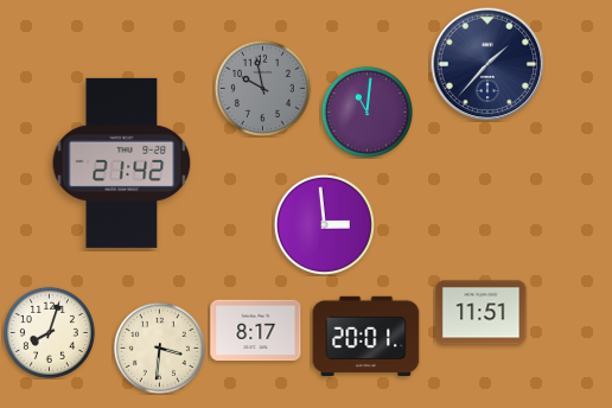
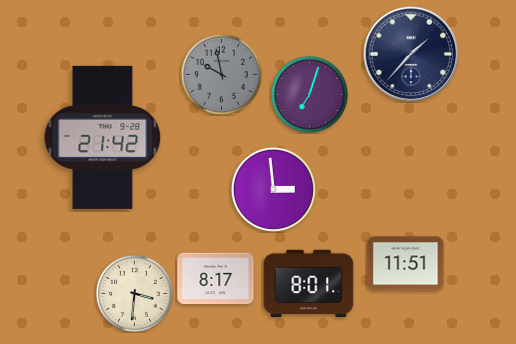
clock at (366, 111): 11:01 -> 7:03
clock at (49, 332): 8:03 -> none
clock at (366, 337): 20:01 -> 8:01
